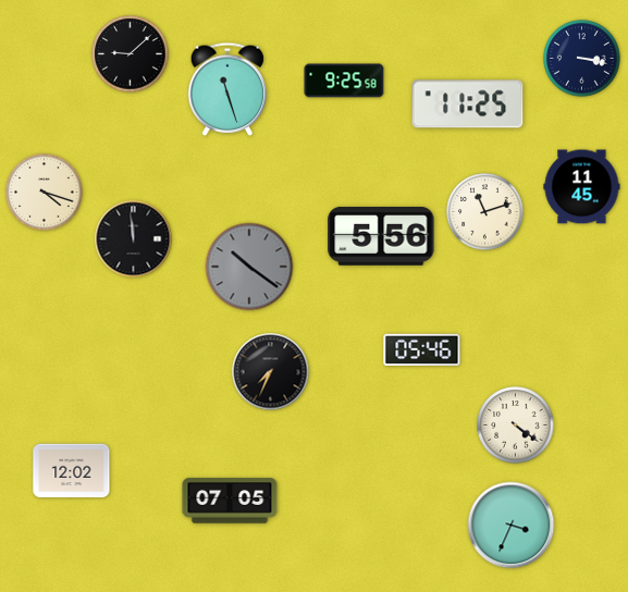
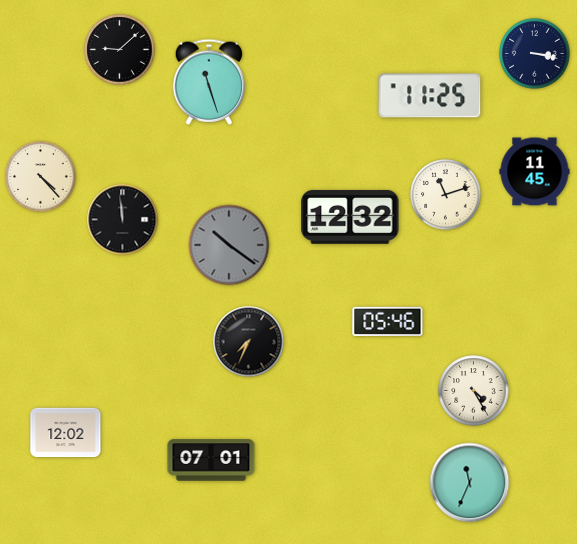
clock at (344, 81): 9:25 -> none
clock at (45, 193): 4:18 -> 4:23
clock at (381, 236): 5:56 -> 12:32
clock at (516, 425): 4:21 -> 4:25
clock at (230, 501): 07:05 -> 07:01
clock at (512, 526): 3:34 -> 11:34
